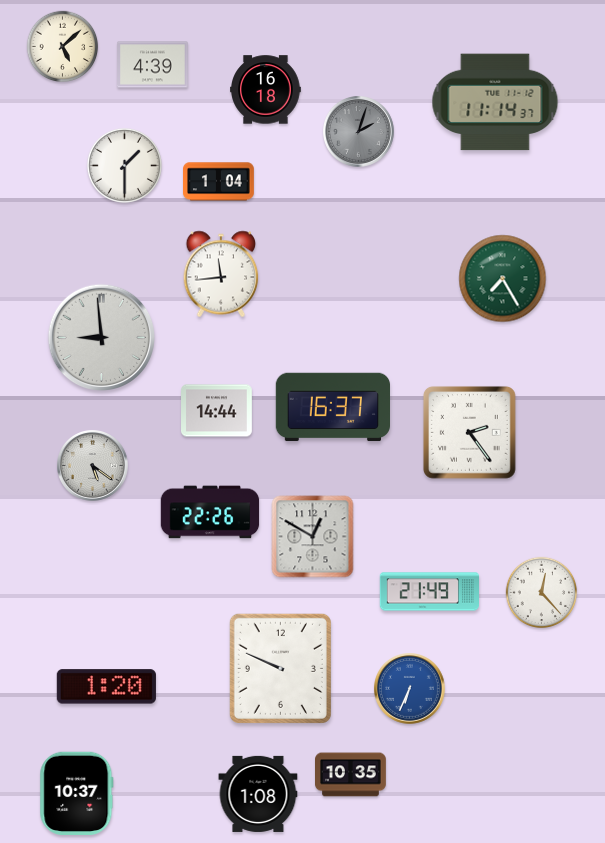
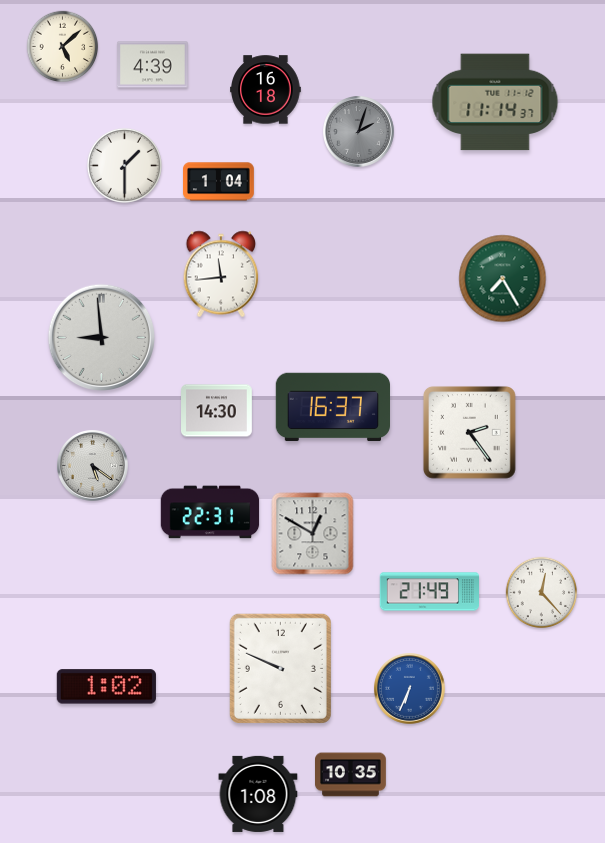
clock at (217, 411): 14:44 -> 14:30
clock at (210, 512): 22:26 -> 22:31
clock at (313, 537) position: (313, 537) -> (313, 534)
clock at (106, 687): 1:20 -> 1:02
clock at (77, 793): 10:37 -> none
